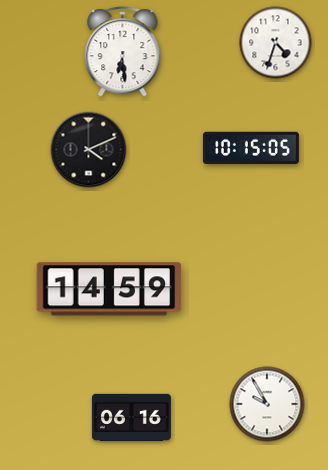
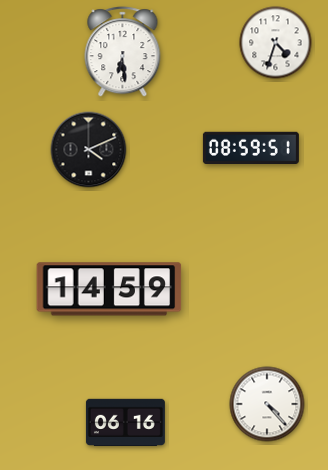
clock at (251, 147): 10:15 -> 08:59
clock at (267, 404): 9:55 -> 4:23
clock at (131, 418) position: (131, 418) -> (125, 423)
